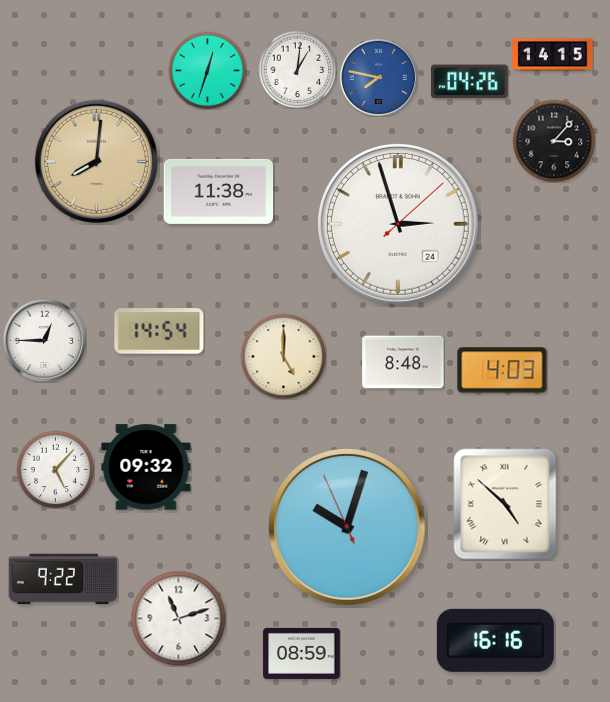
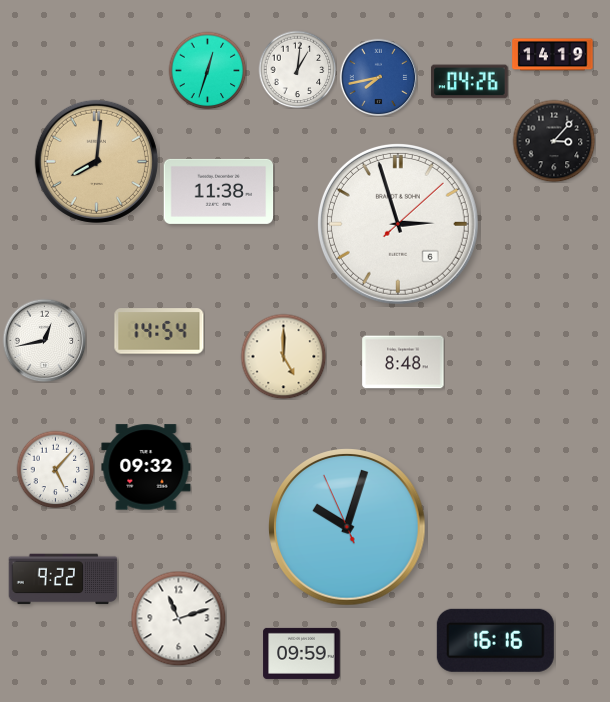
clock at (553, 55): 14:15 -> 14:19
clock at (378, 77): 7:47 -> 7:43
clock at (398, 224) date: 24 -> 6
clock at (44, 340): 12:45 -> 12:43
clock at (502, 370): 4:03 -> none
clock at (505, 504): 4:52 -> none
clock at (302, 653): 08:59 -> 09:59
